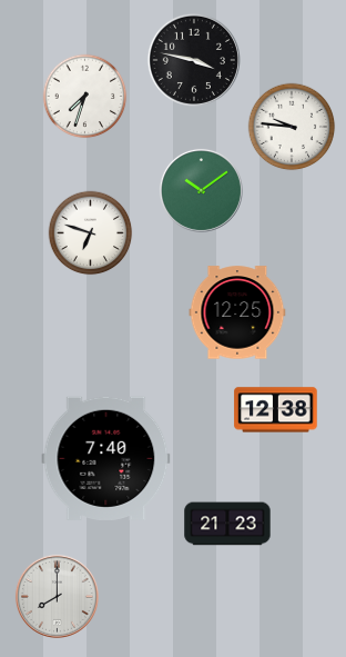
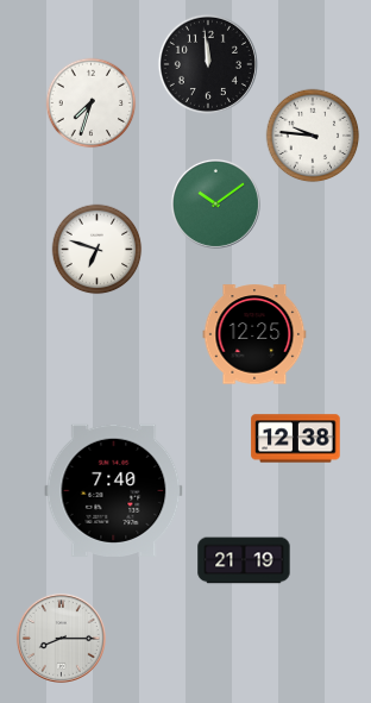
clock at (194, 60): 3:47 -> 11:59
clock at (227, 524): 21:23 -> 21:19
clock at (57, 596): 8:00 -> 8:15
